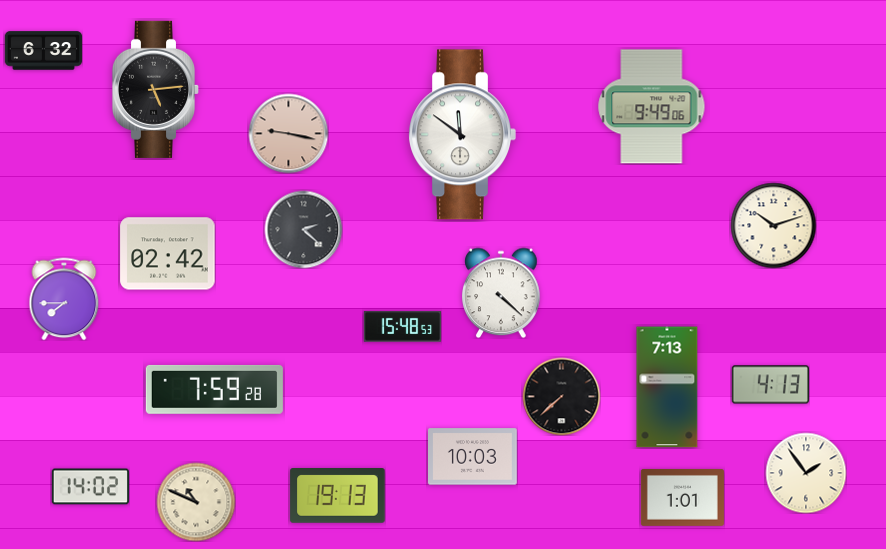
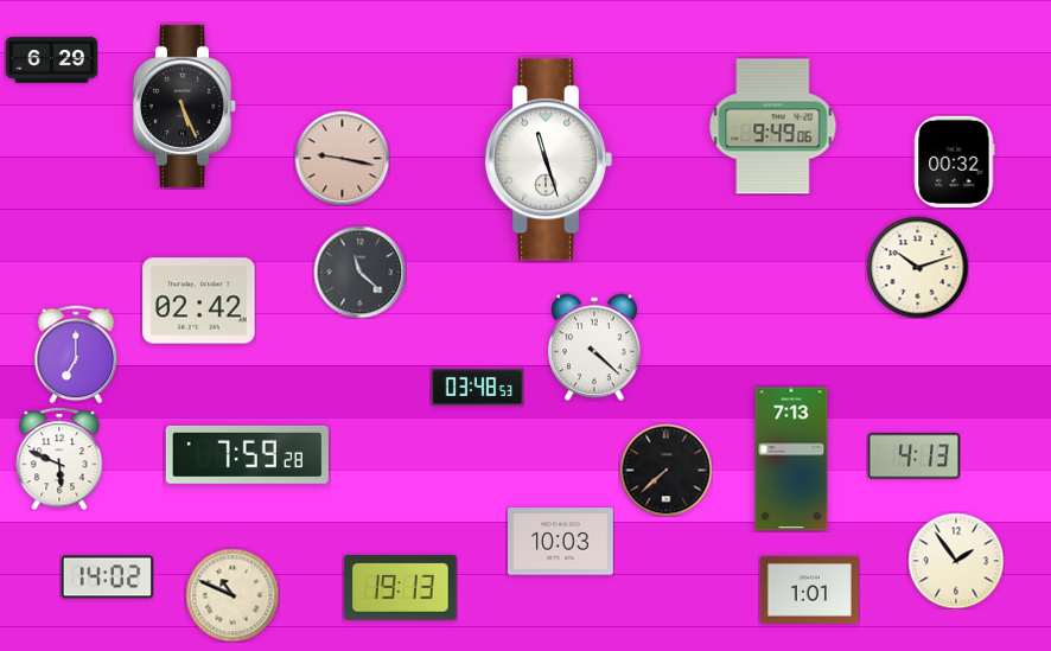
clock at (43, 51): 6:32 -> 6:29
clock at (156, 89): 5:14 -> 5:26
clock at (462, 135): 11:51 -> 11:27
clock at (955, 161): none -> 00:32
clock at (303, 229): 2:22 -> 11:22
clock at (64, 299): 7:45 -> 7:00
clock at (402, 327): 15:48 -> 03:48
clock at (59, 459): none -> 5:49
clock at (214, 389) position: (214, 389) -> (247, 454)
